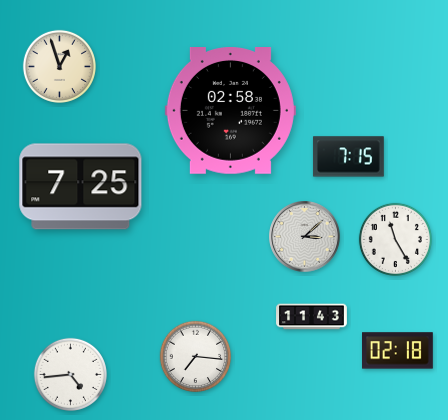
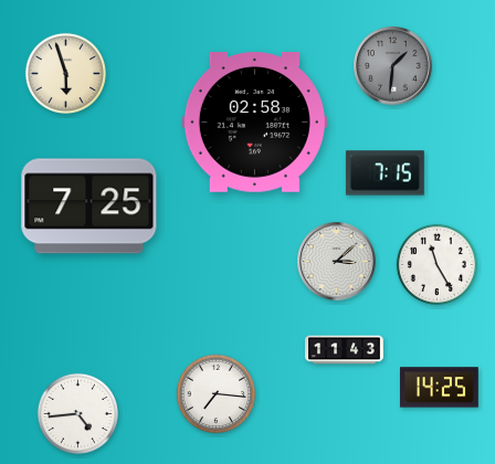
clock at (393, 66): none -> 1:31
clock at (59, 66): 12:57 -> 5:57
clock at (398, 351): 02:18 -> 14:25
